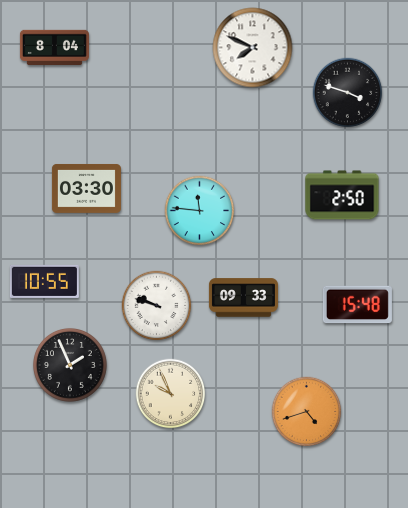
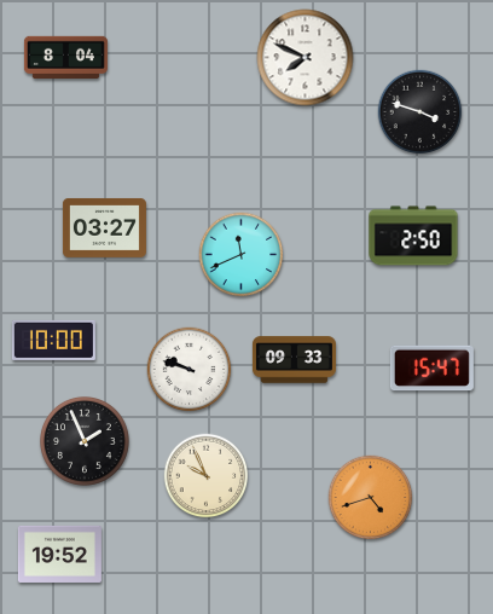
clock at (86, 188): 03:30 -> 03:27
clock at (200, 211): 11:46 -> 11:41
clock at (44, 281): 10:55 -> 10:00
clock at (357, 305): 15:48 -> 15:47
clock at (59, 554): none -> 19:52
